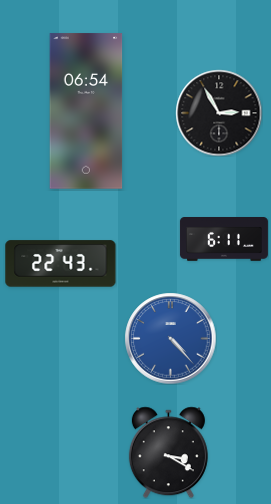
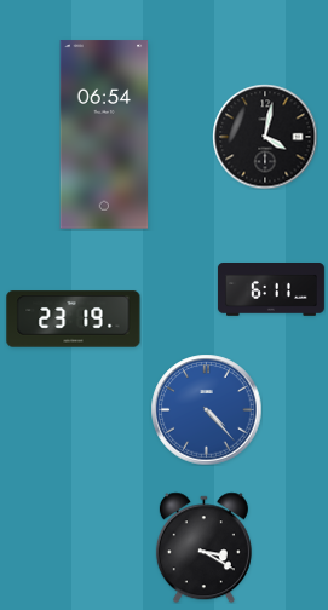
clock at (219, 113): 2:55 -> 4:02
clock at (61, 264): 22:43 -> 23:19
